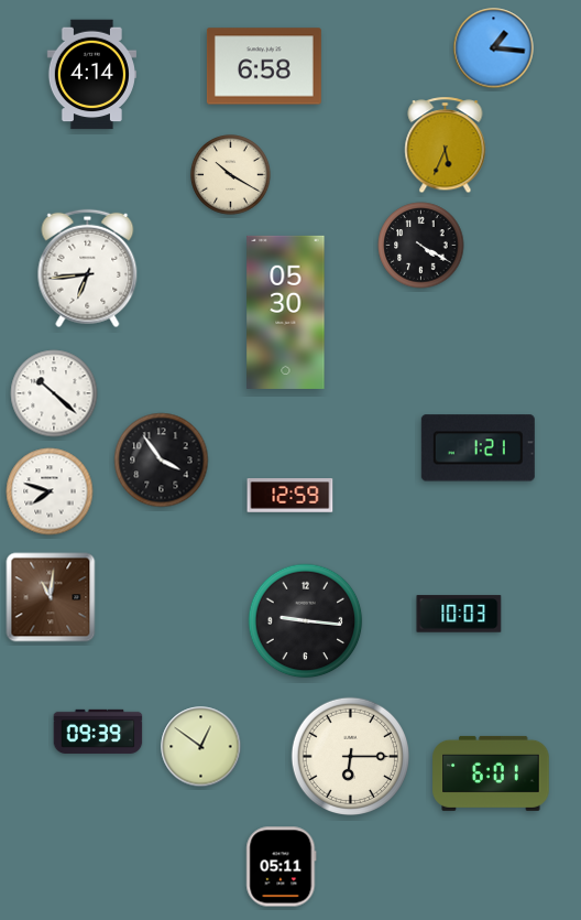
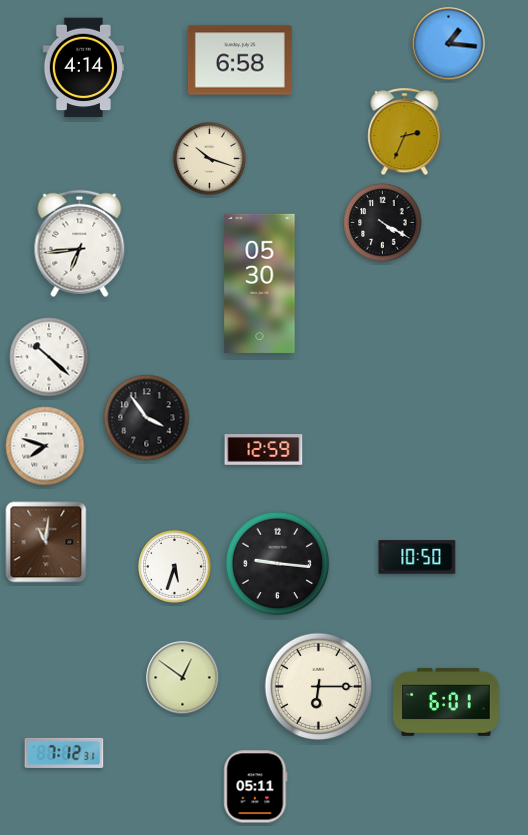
clock at (446, 145): 5:34 -> 2:34
clock at (231, 175): 10:20 -> 10:18
clock at (478, 448): 1:21 -> none
clock at (459, 614): 10:03 -> 10:50
clock at (175, 567): none -> 5:33
clock at (98, 732): 09:39 -> none
clock at (64, 753): none -> 7:12
